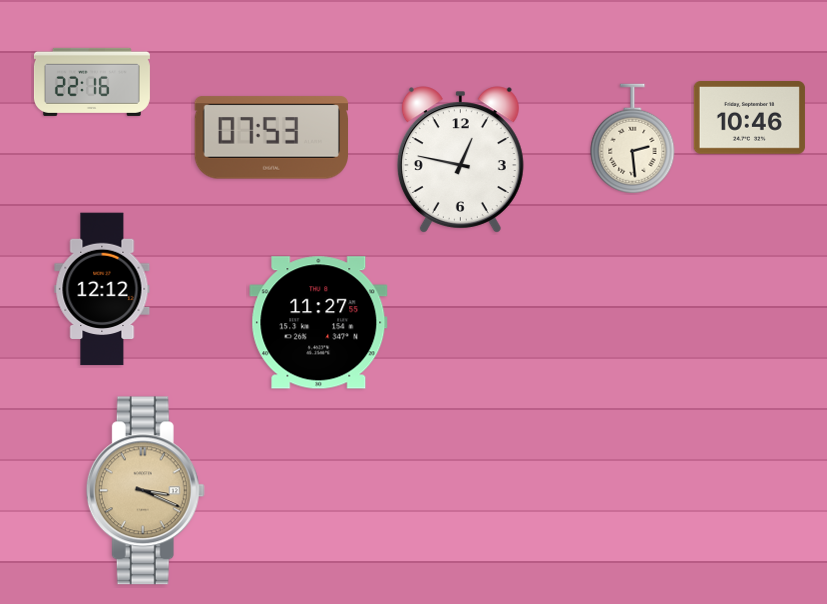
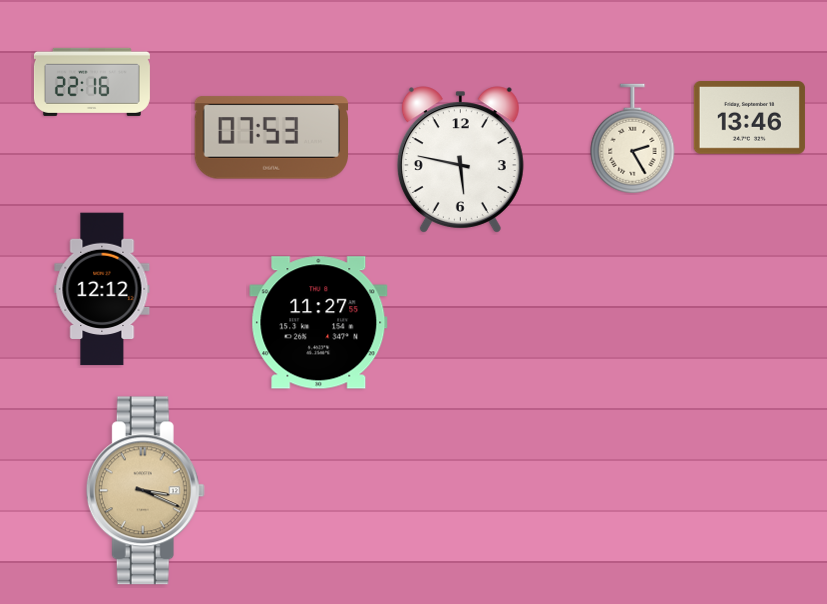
clock at (749, 118): 10:46 -> 13:46
clock at (633, 139): 2:29 -> 2:25
clock at (460, 160): 12:47 -> 5:47
